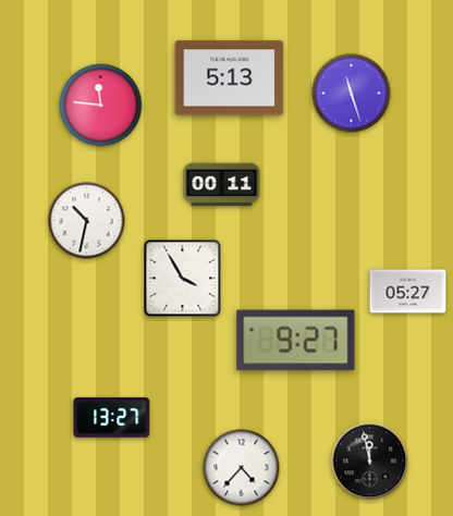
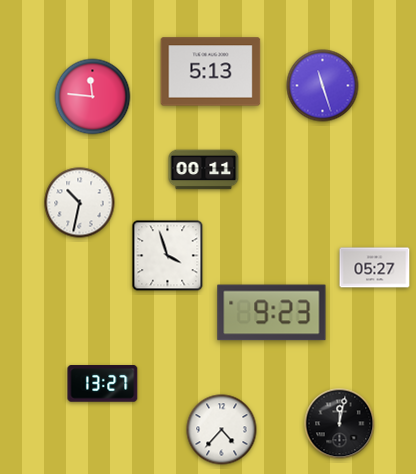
clock at (183, 279): 3:55 -> 3:57
clock at (296, 341): 9:27 -> 9:23
clock at (370, 462): 11:58 -> 12:02
